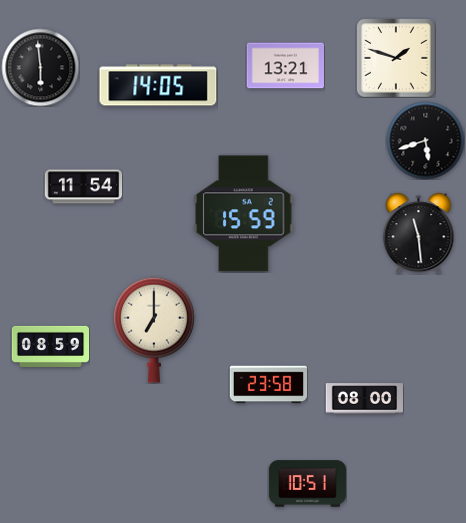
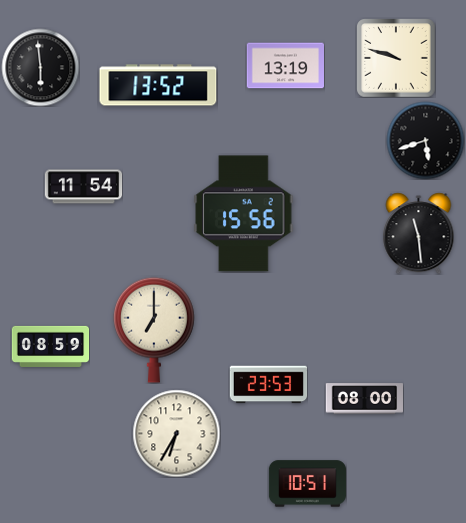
clock at (396, 58): 1:48 -> 9:48
clock at (285, 66): 13:21 -> 13:19
clock at (158, 85): 14:05 -> 13:52
clock at (244, 214): 15:59 -> 15:56
clock at (268, 385): 23:58 -> 23:53
clock at (176, 433): none -> 6:35
